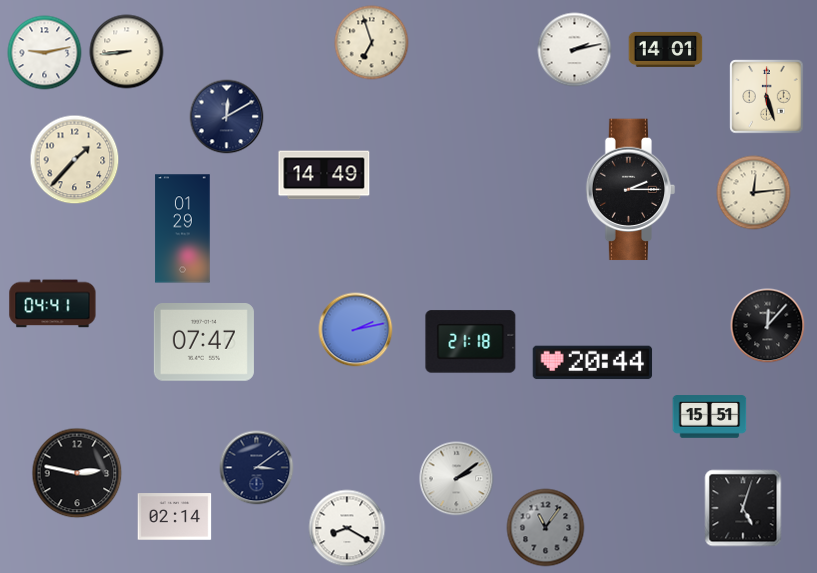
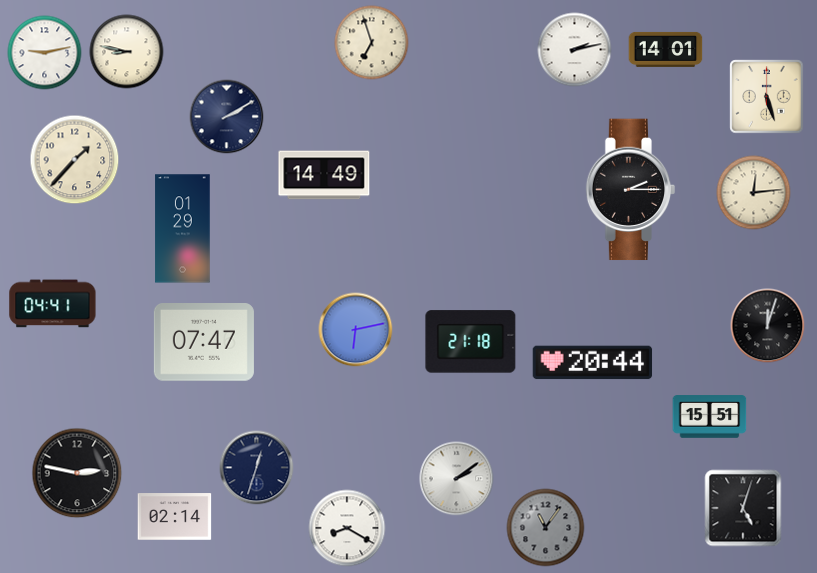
clock at (127, 52): 8:44 -> 8:47
clock at (227, 117): 12:10 -> 2:10
clock at (768, 326): 12:07 -> 12:03
clock at (356, 330): 2:13 -> 6:13
clock at (257, 468): 3:09 -> 12:33
